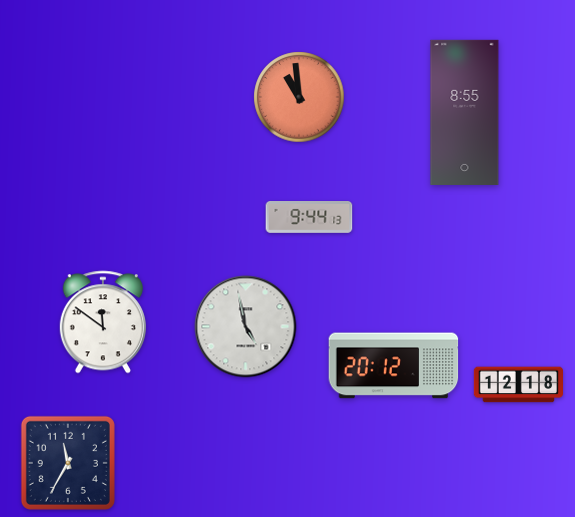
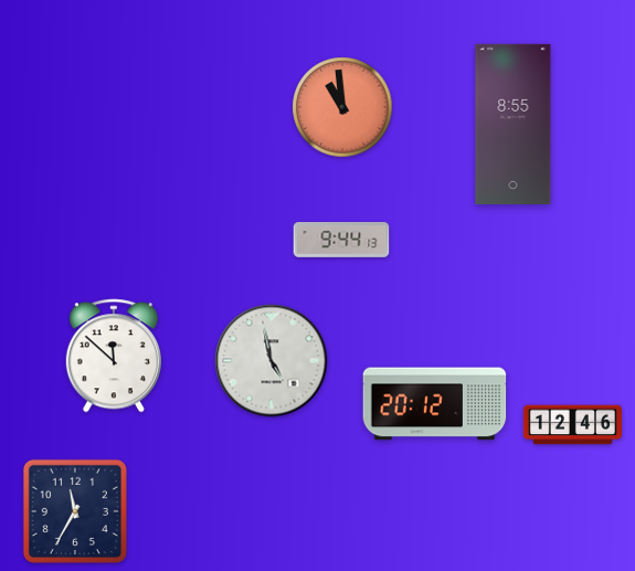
clock at (299, 97) position: (299, 97) -> (342, 107)
clock at (103, 322): 11:51 -> 11:52
clock at (518, 385): 12:18 -> 12:46
